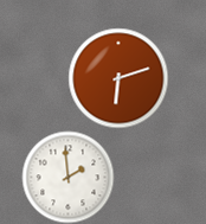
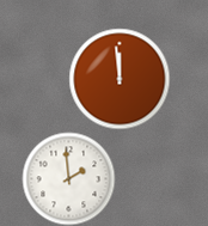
clock at (118, 78): 6:12 -> 11:59
